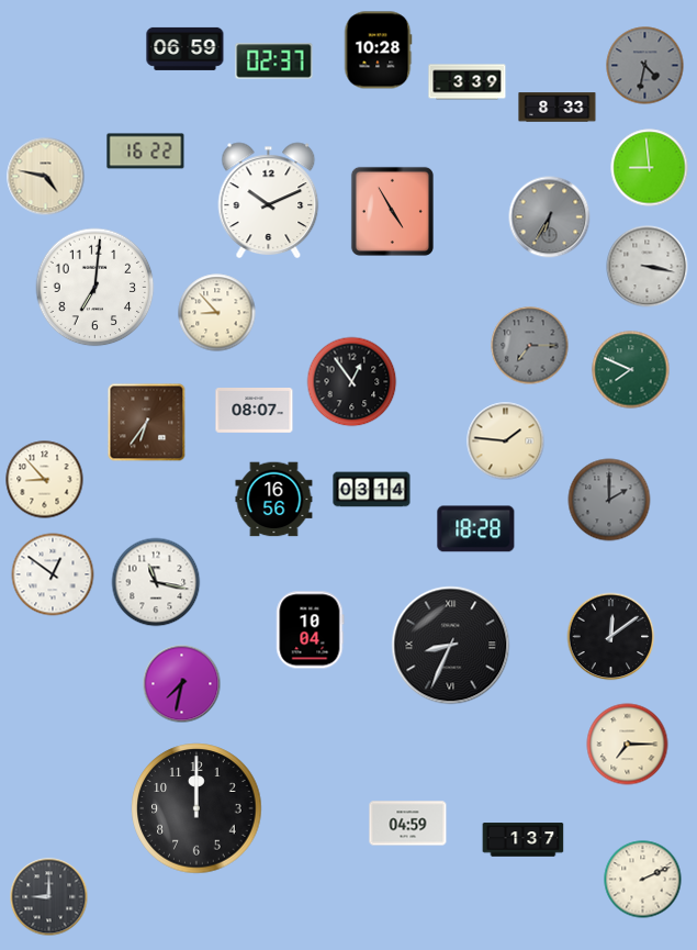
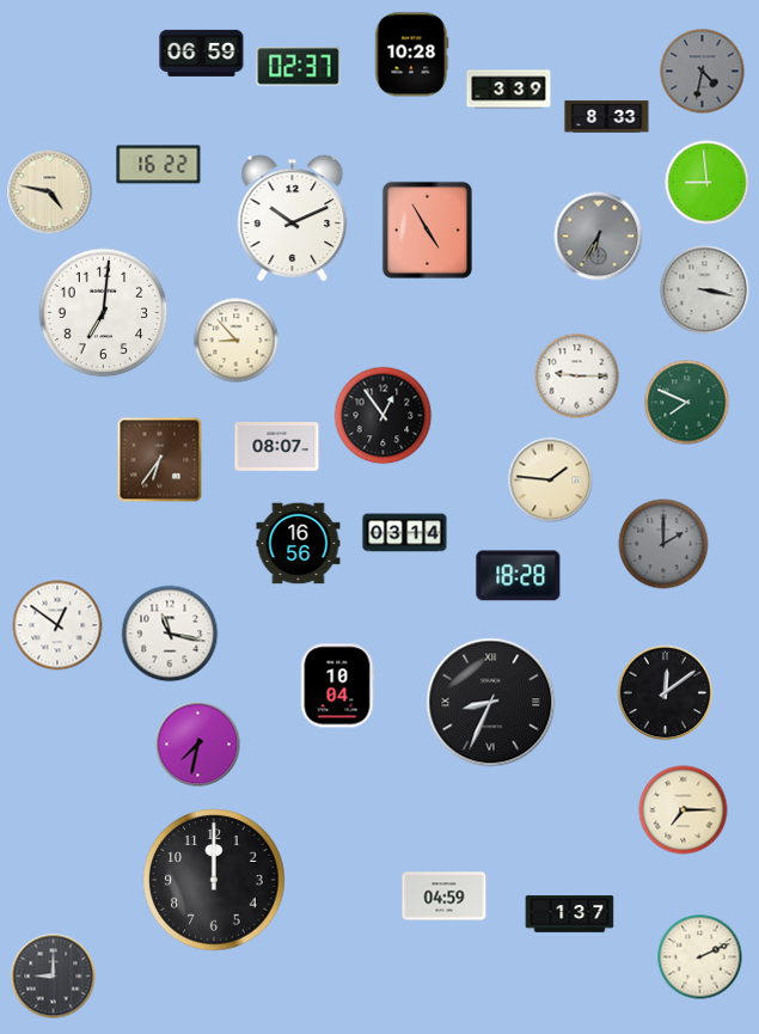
clock at (530, 346): 7:15 -> 9:15
clock at (530, 346) dial: grey -> white
clock at (45, 480): 8:53 -> none
